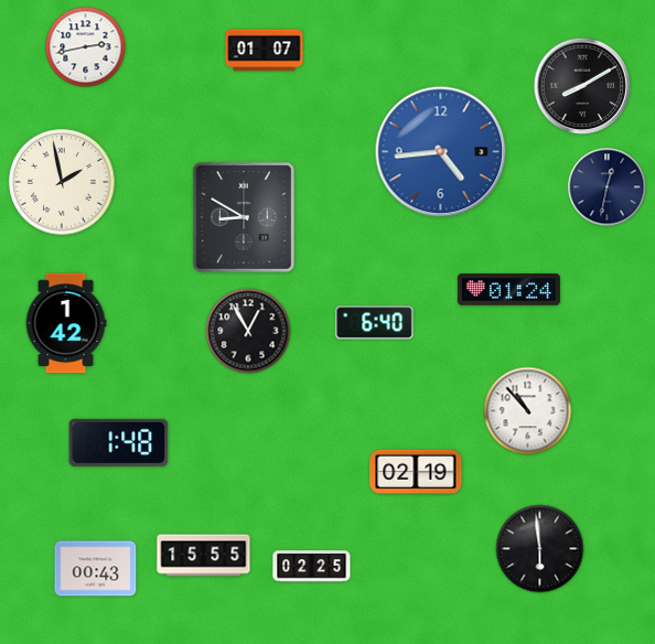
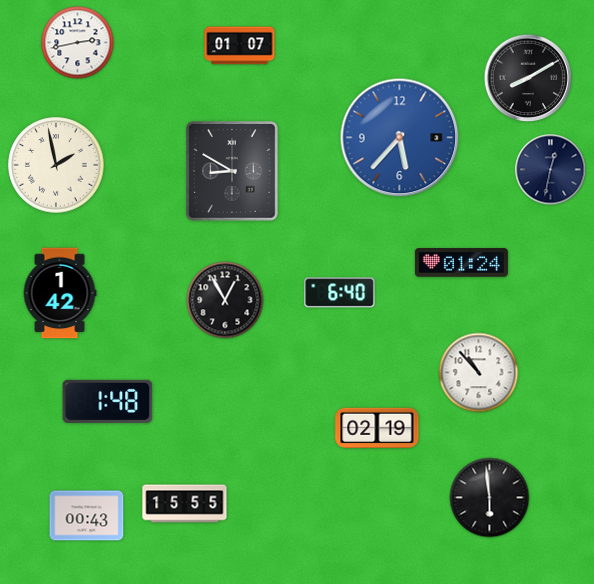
clock at (441, 152): 4:44 -> 5:37
clock at (245, 218) position: (245, 218) -> (233, 172)
clock at (312, 567): 02:25 -> none
